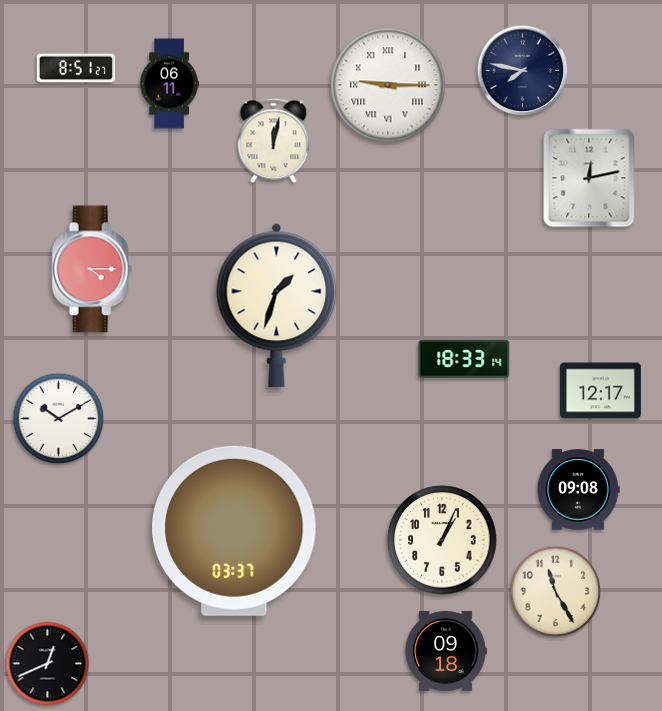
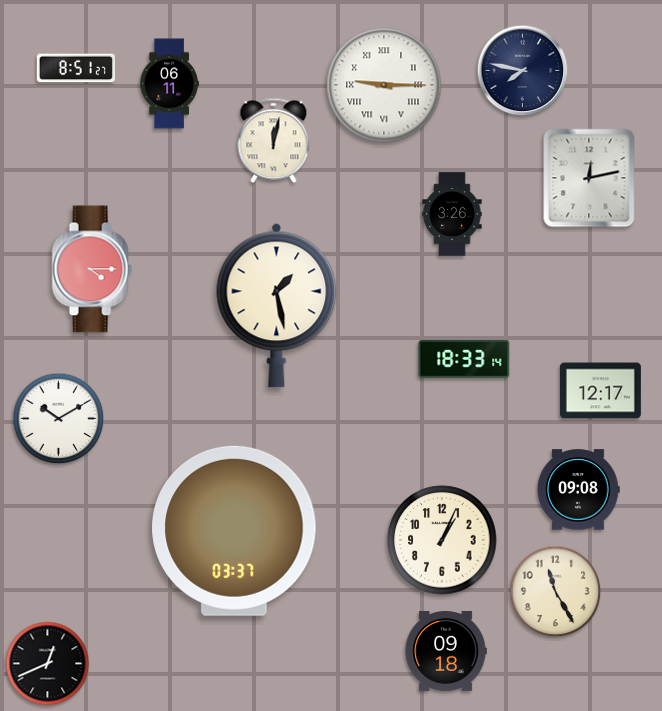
clock at (388, 85) position: (388, 85) -> (384, 85)
clock at (452, 214): none -> 3:26
clock at (277, 305): 1:33 -> 1:28
